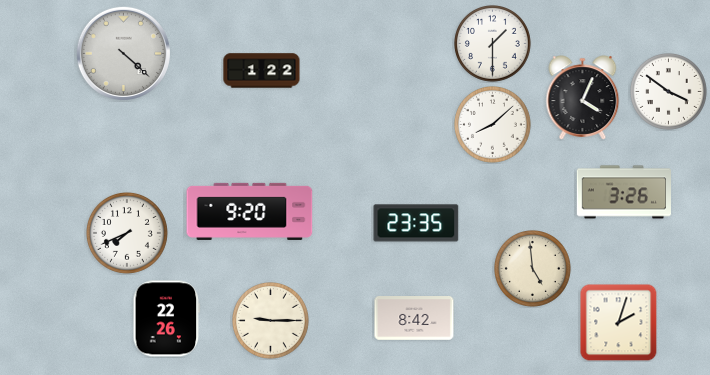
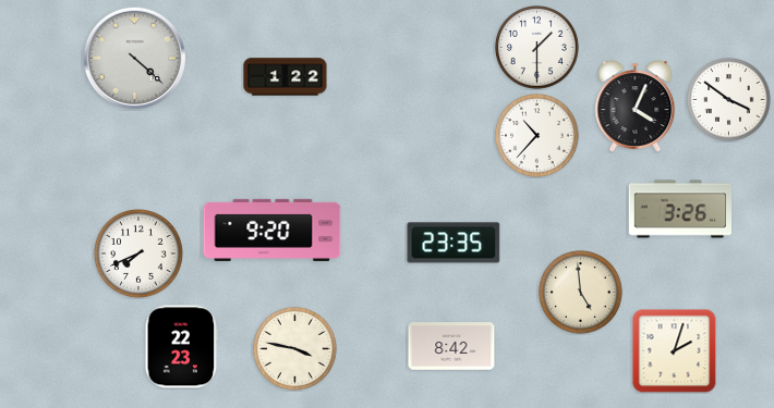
clock at (493, 125): 8:08 -> 10:37
clock at (167, 319): 22:26 -> 22:23
clock at (271, 321): 9:15 -> 3:47
